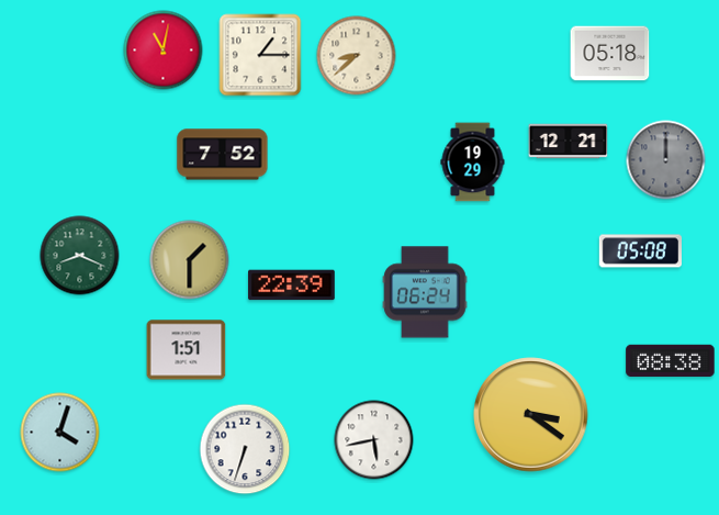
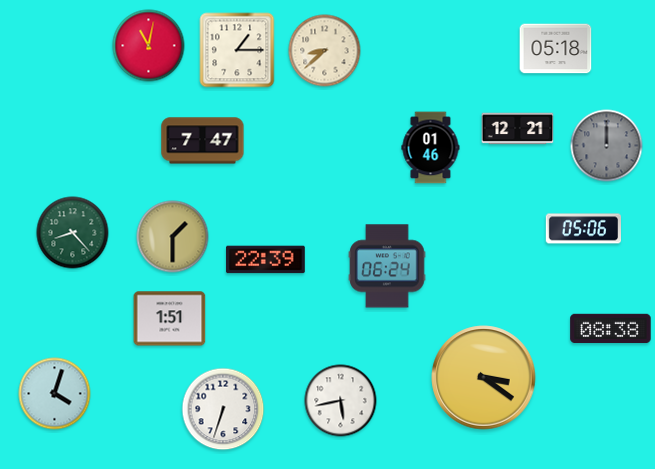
clock at (223, 155): 7:52 -> 7:47
clock at (473, 163): 19:29 -> 01:46
clock at (640, 251): 05:08 -> 05:06
clock at (80, 256): 8:19 -> 8:23
